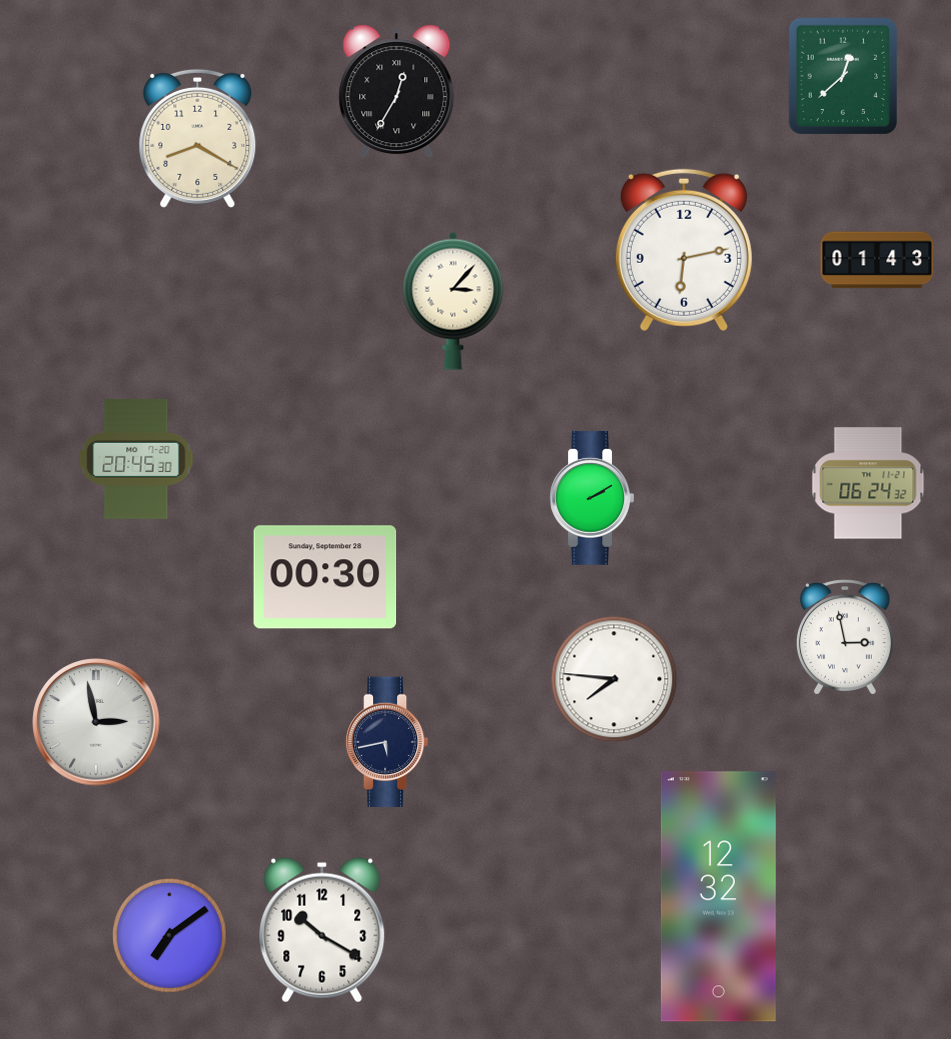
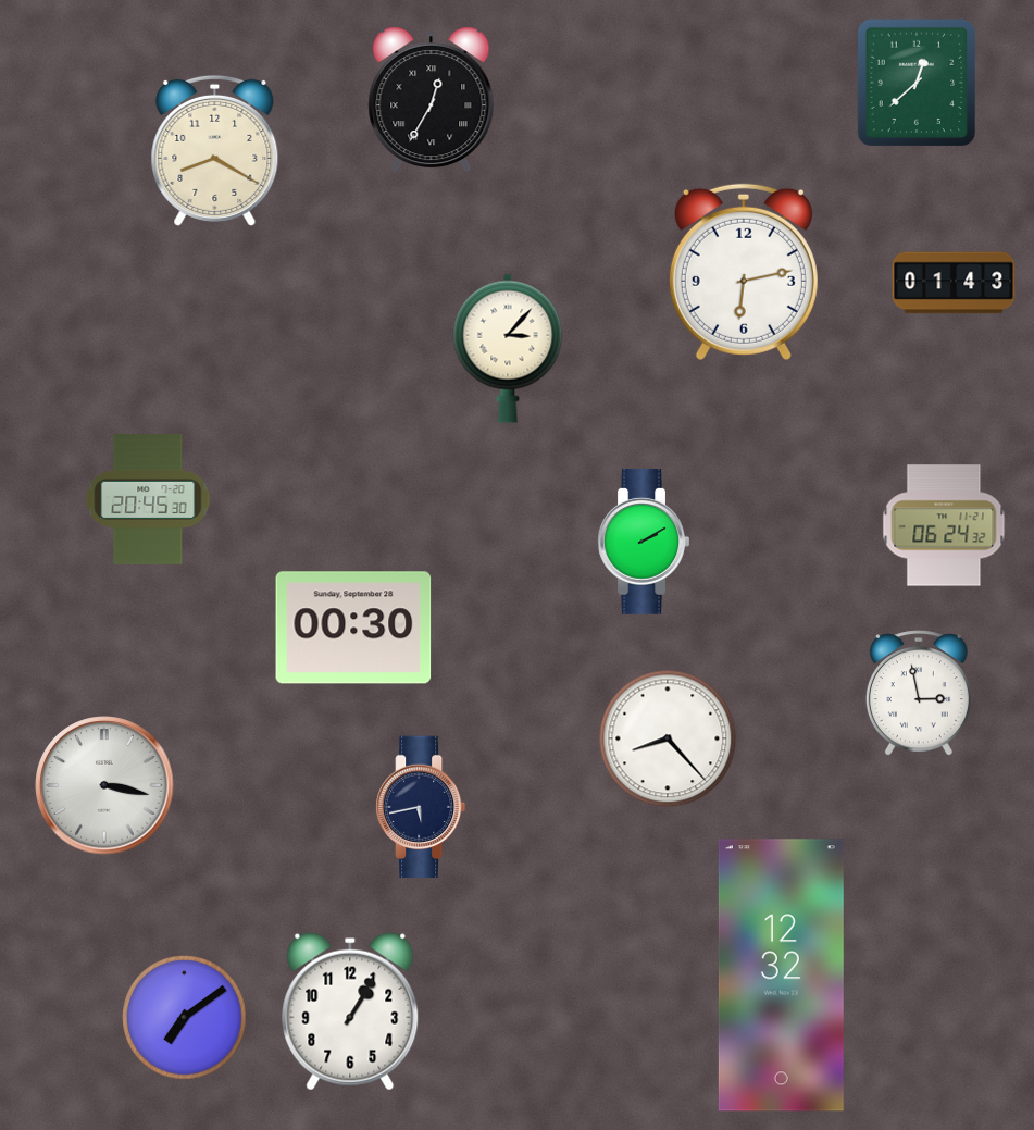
clock at (453, 301) position: (453, 301) -> (508, 348)
clock at (614, 679): 7:46 -> 8:23
clock at (96, 722): 2:58 -> 3:17
clock at (322, 930): 10:20 -> 1:05
